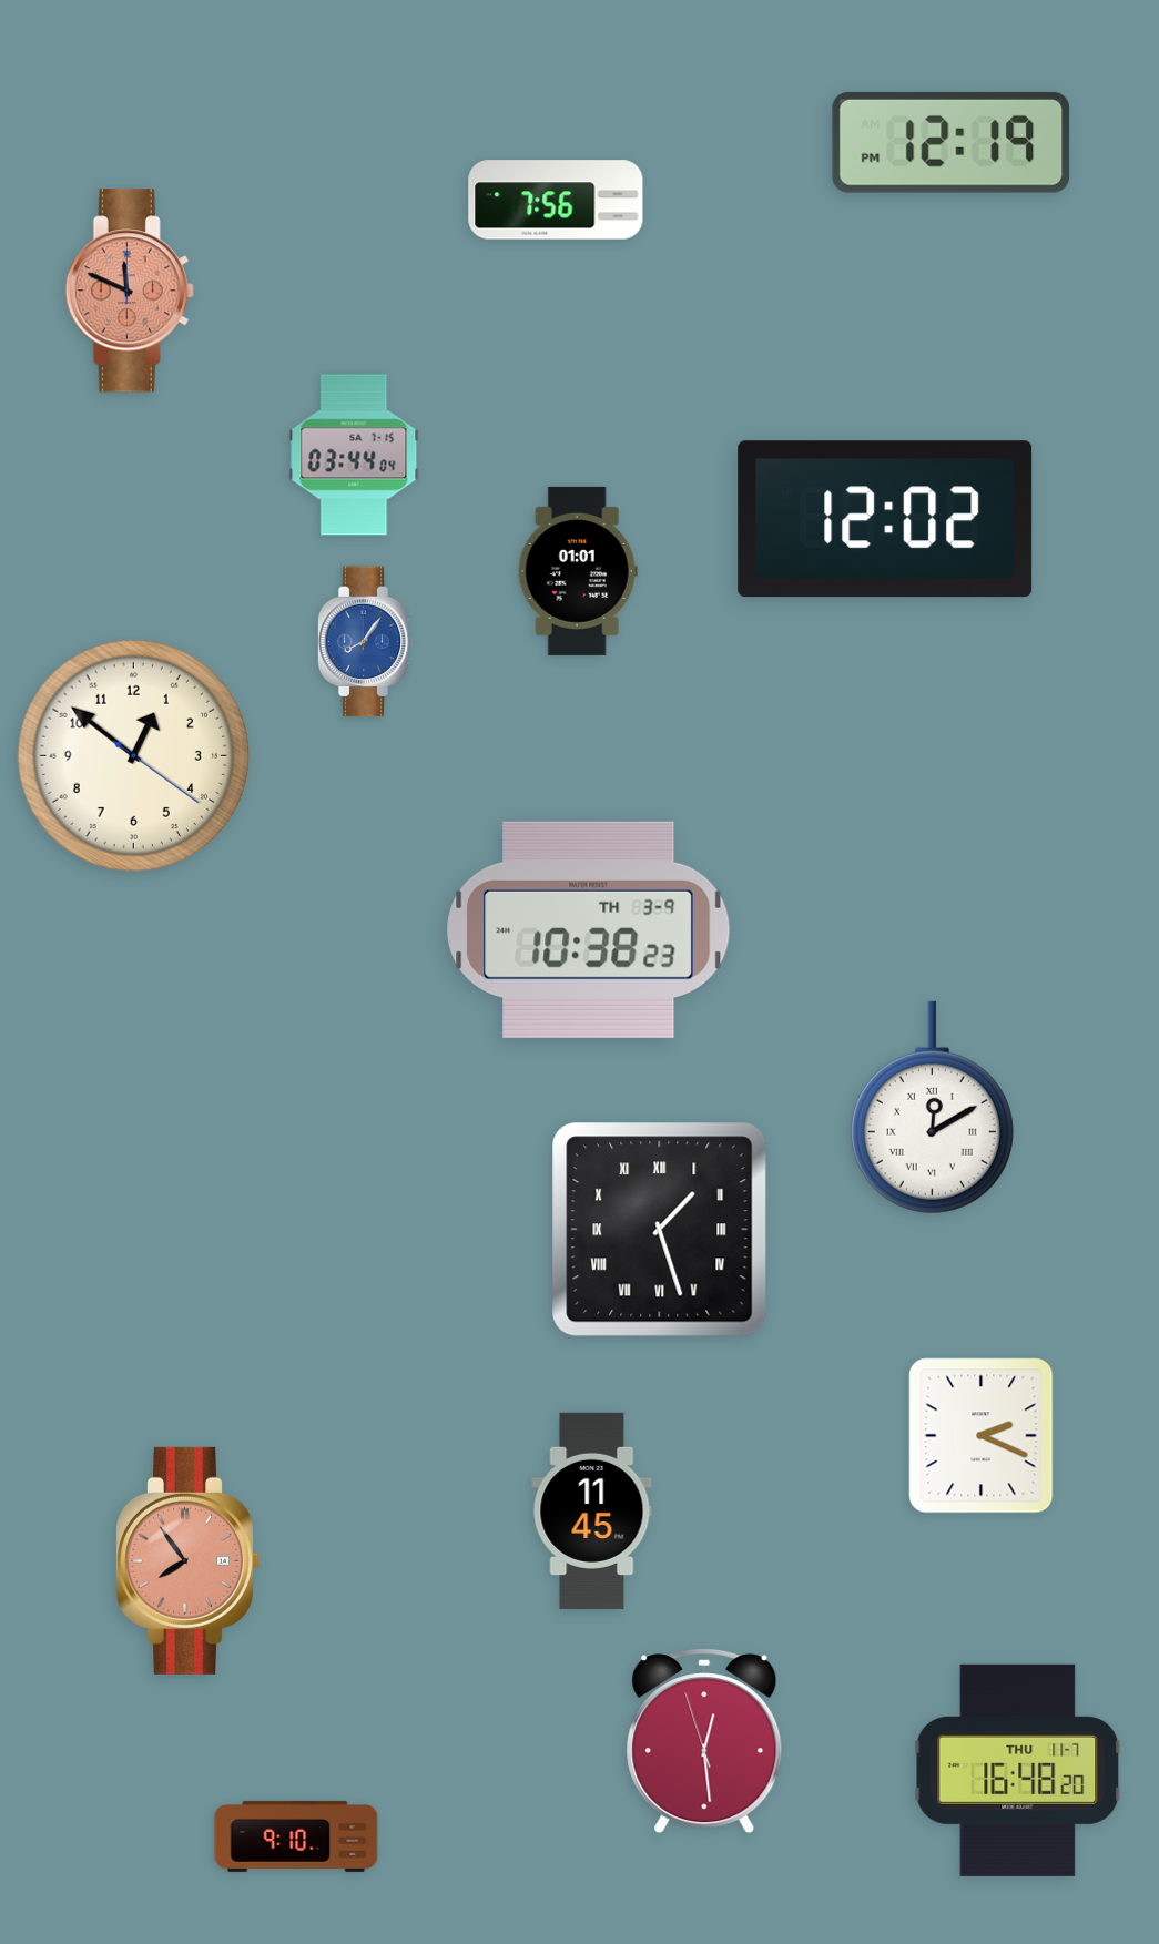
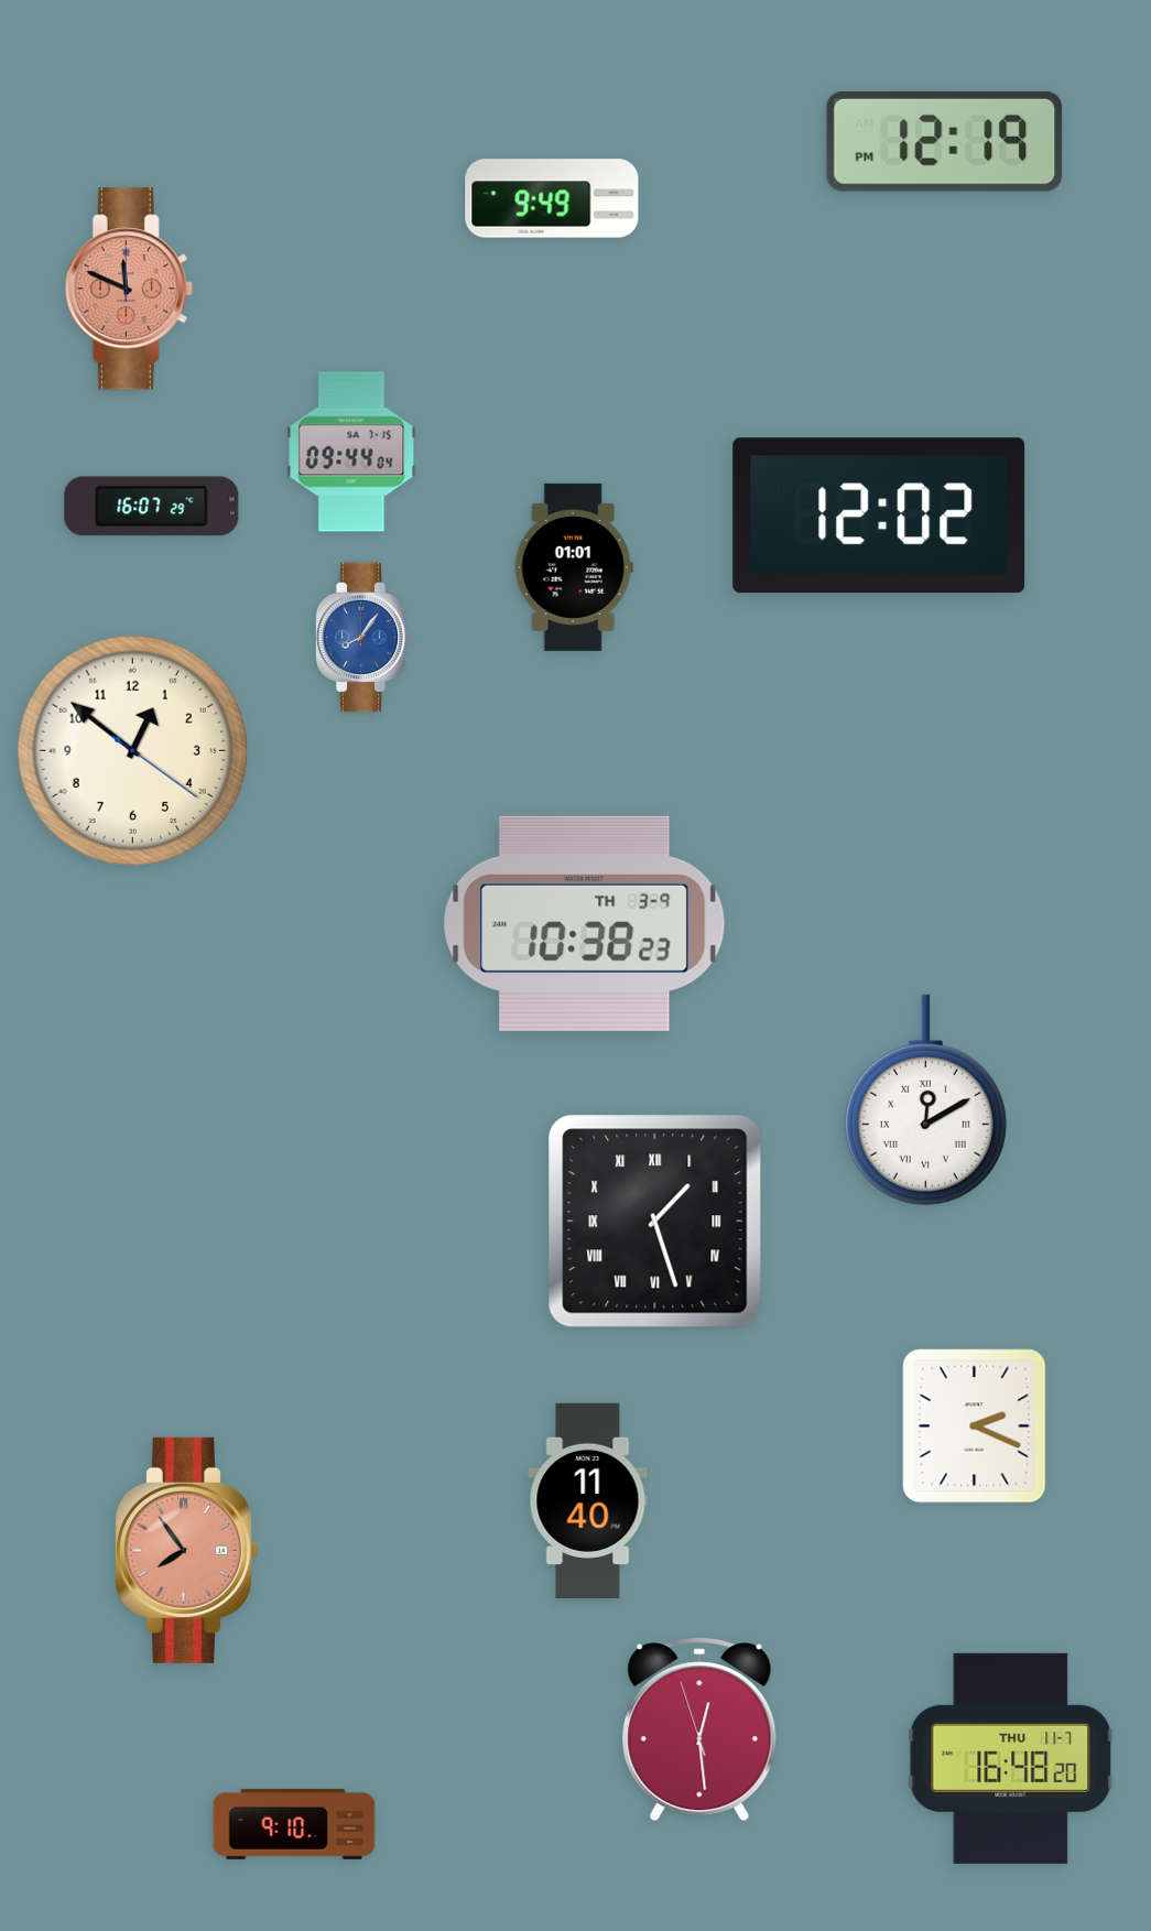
clock at (556, 200): 7:56 -> 9:49
clock at (354, 455): 03:44 -> 09:44
clock at (152, 507): none -> 16:07
clock at (592, 1510): 11:45 -> 11:40
